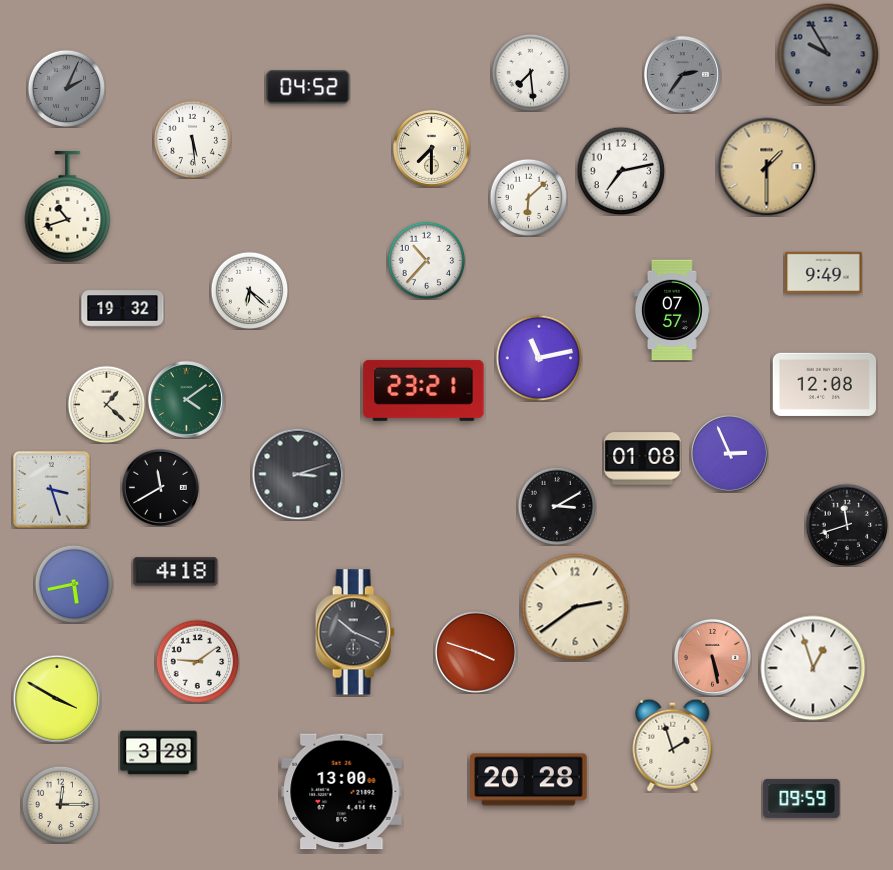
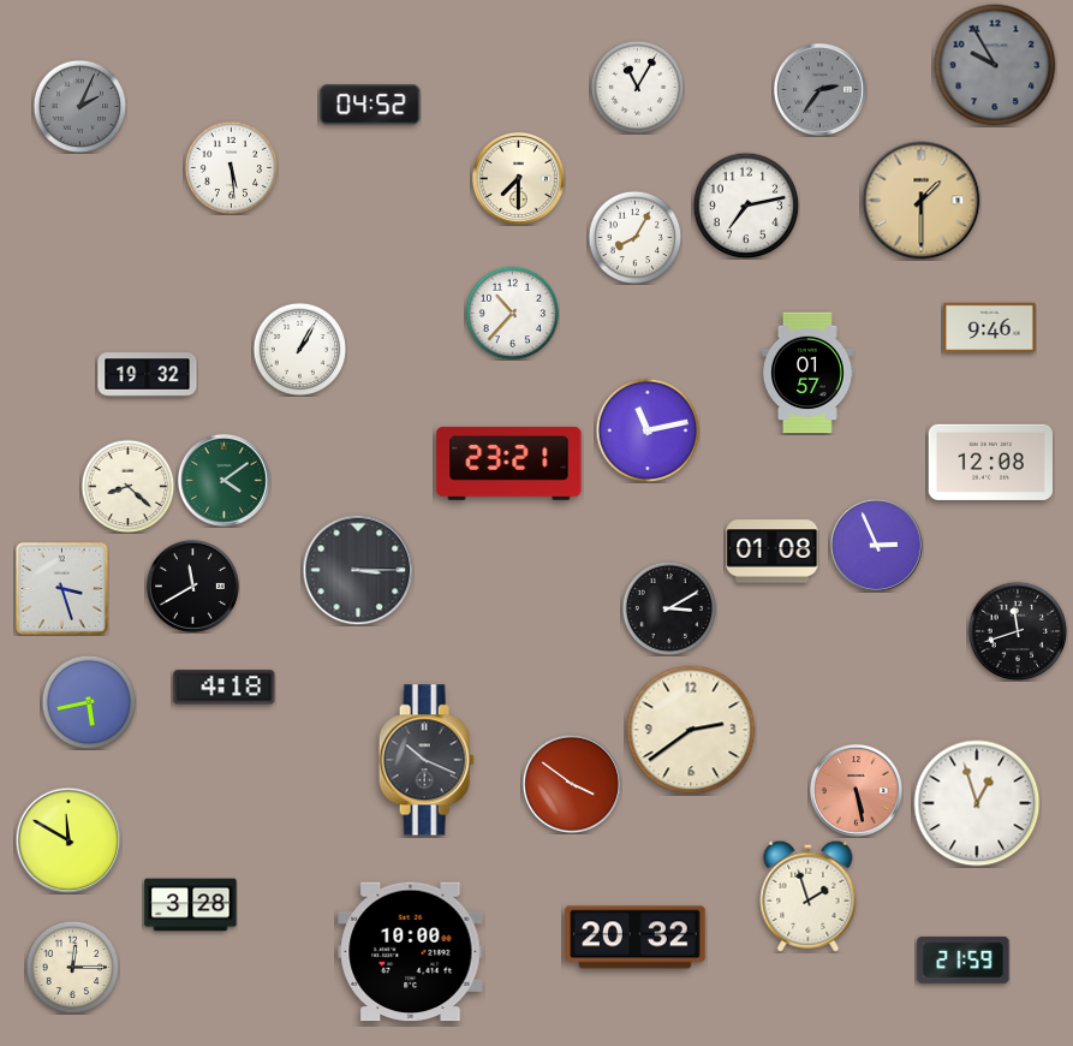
clock at (530, 72): 7:29 -> 11:05
clock at (528, 197): 6:08 -> 8:05
clock at (68, 207): 10:42 -> none
clock at (824, 273): 9:49 -> 9:46
clock at (249, 290): 6:22 -> 1:05
clock at (123, 309) position: (123, 309) -> (148, 375)
clock at (672, 310): 07:57 -> 01:57
clock at (424, 390) position: (424, 390) -> (509, 463)
clock at (106, 404): 1:22 -> 8:22
clock at (298, 474): 3:12 -> 3:15
clock at (176, 572) position: (176, 572) -> (225, 688)
clock at (475, 652): 3:48 -> 3:51
clock at (197, 661): 9:09 -> none
clock at (57, 699): 3:50 -> 11:50
clock at (529, 780): 20:28 -> 20:32
clock at (342, 792): 13:00 -> 10:00
clock at (802, 798): 09:59 -> 21:59
